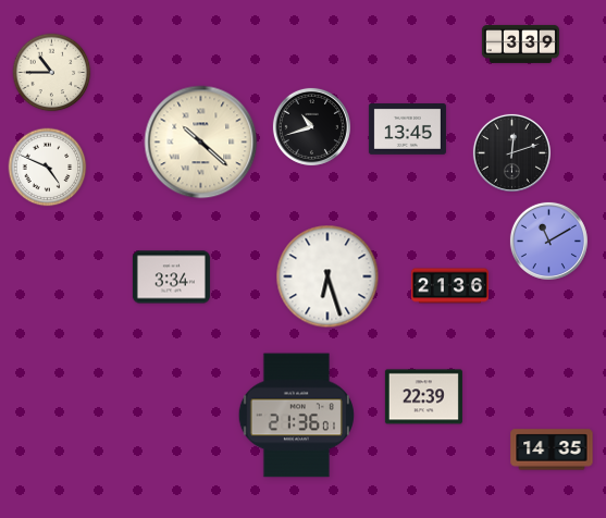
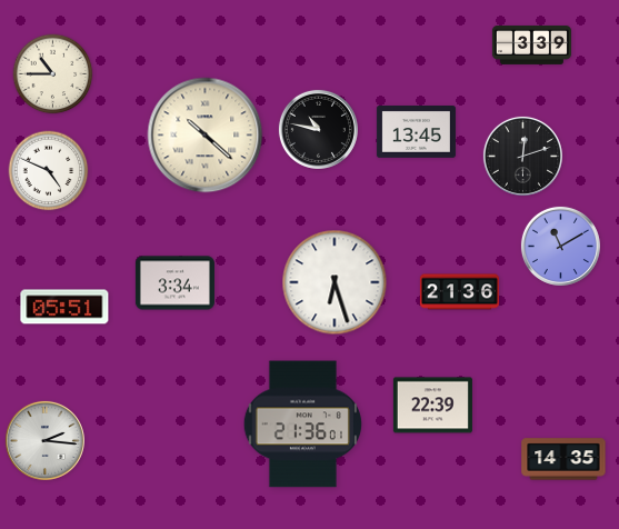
clock at (311, 126): 10:42 -> 10:47
clock at (201, 143) position: (201, 143) -> (206, 136)
clock at (64, 307): none -> 05:51
clock at (44, 440): none -> 2:16
